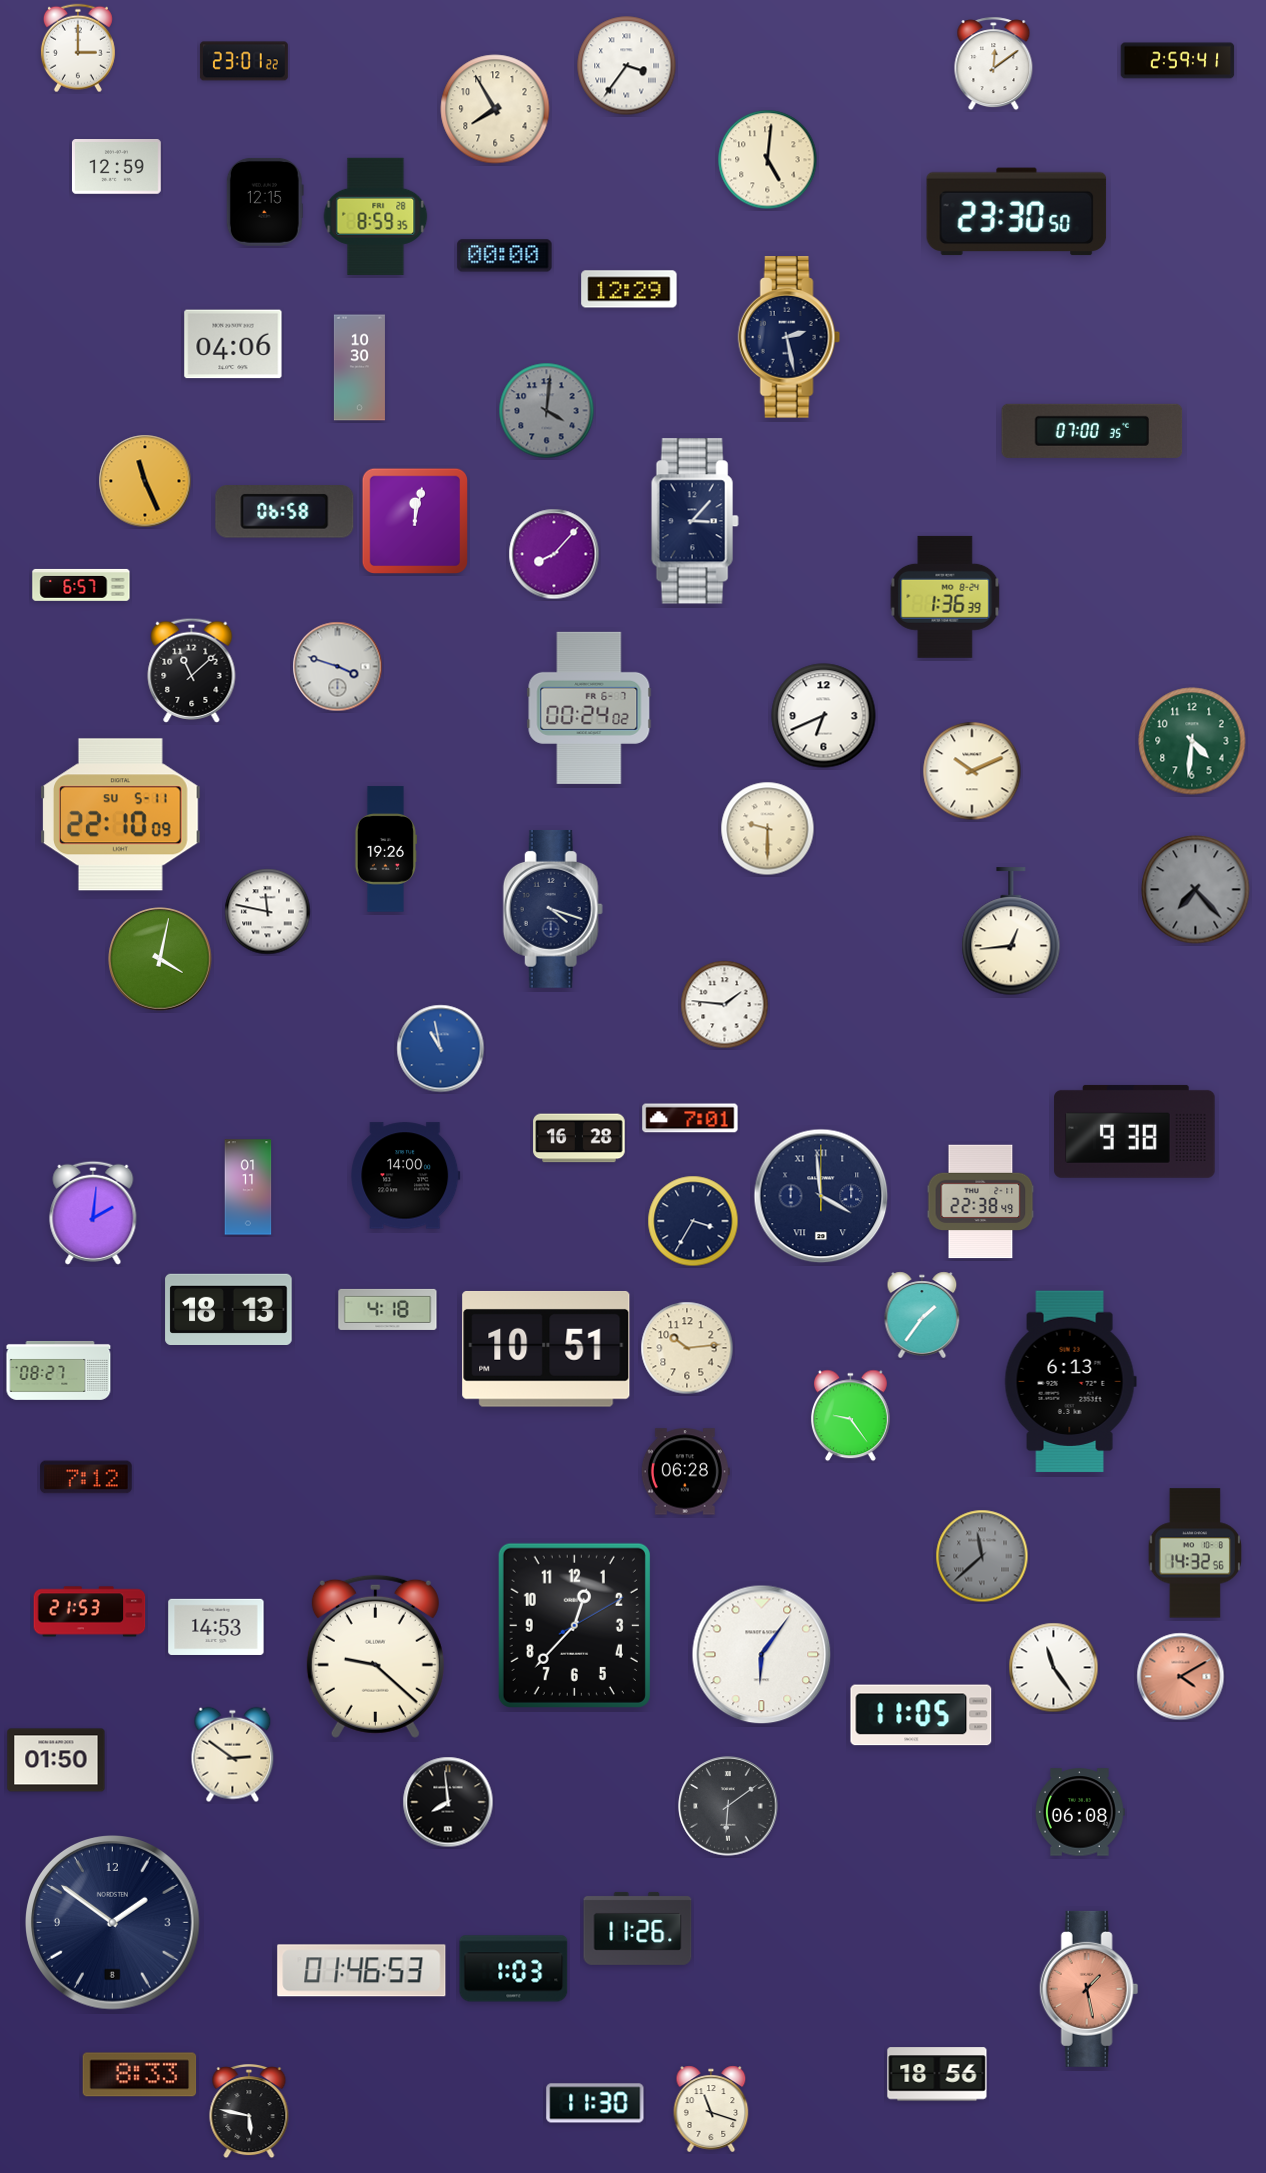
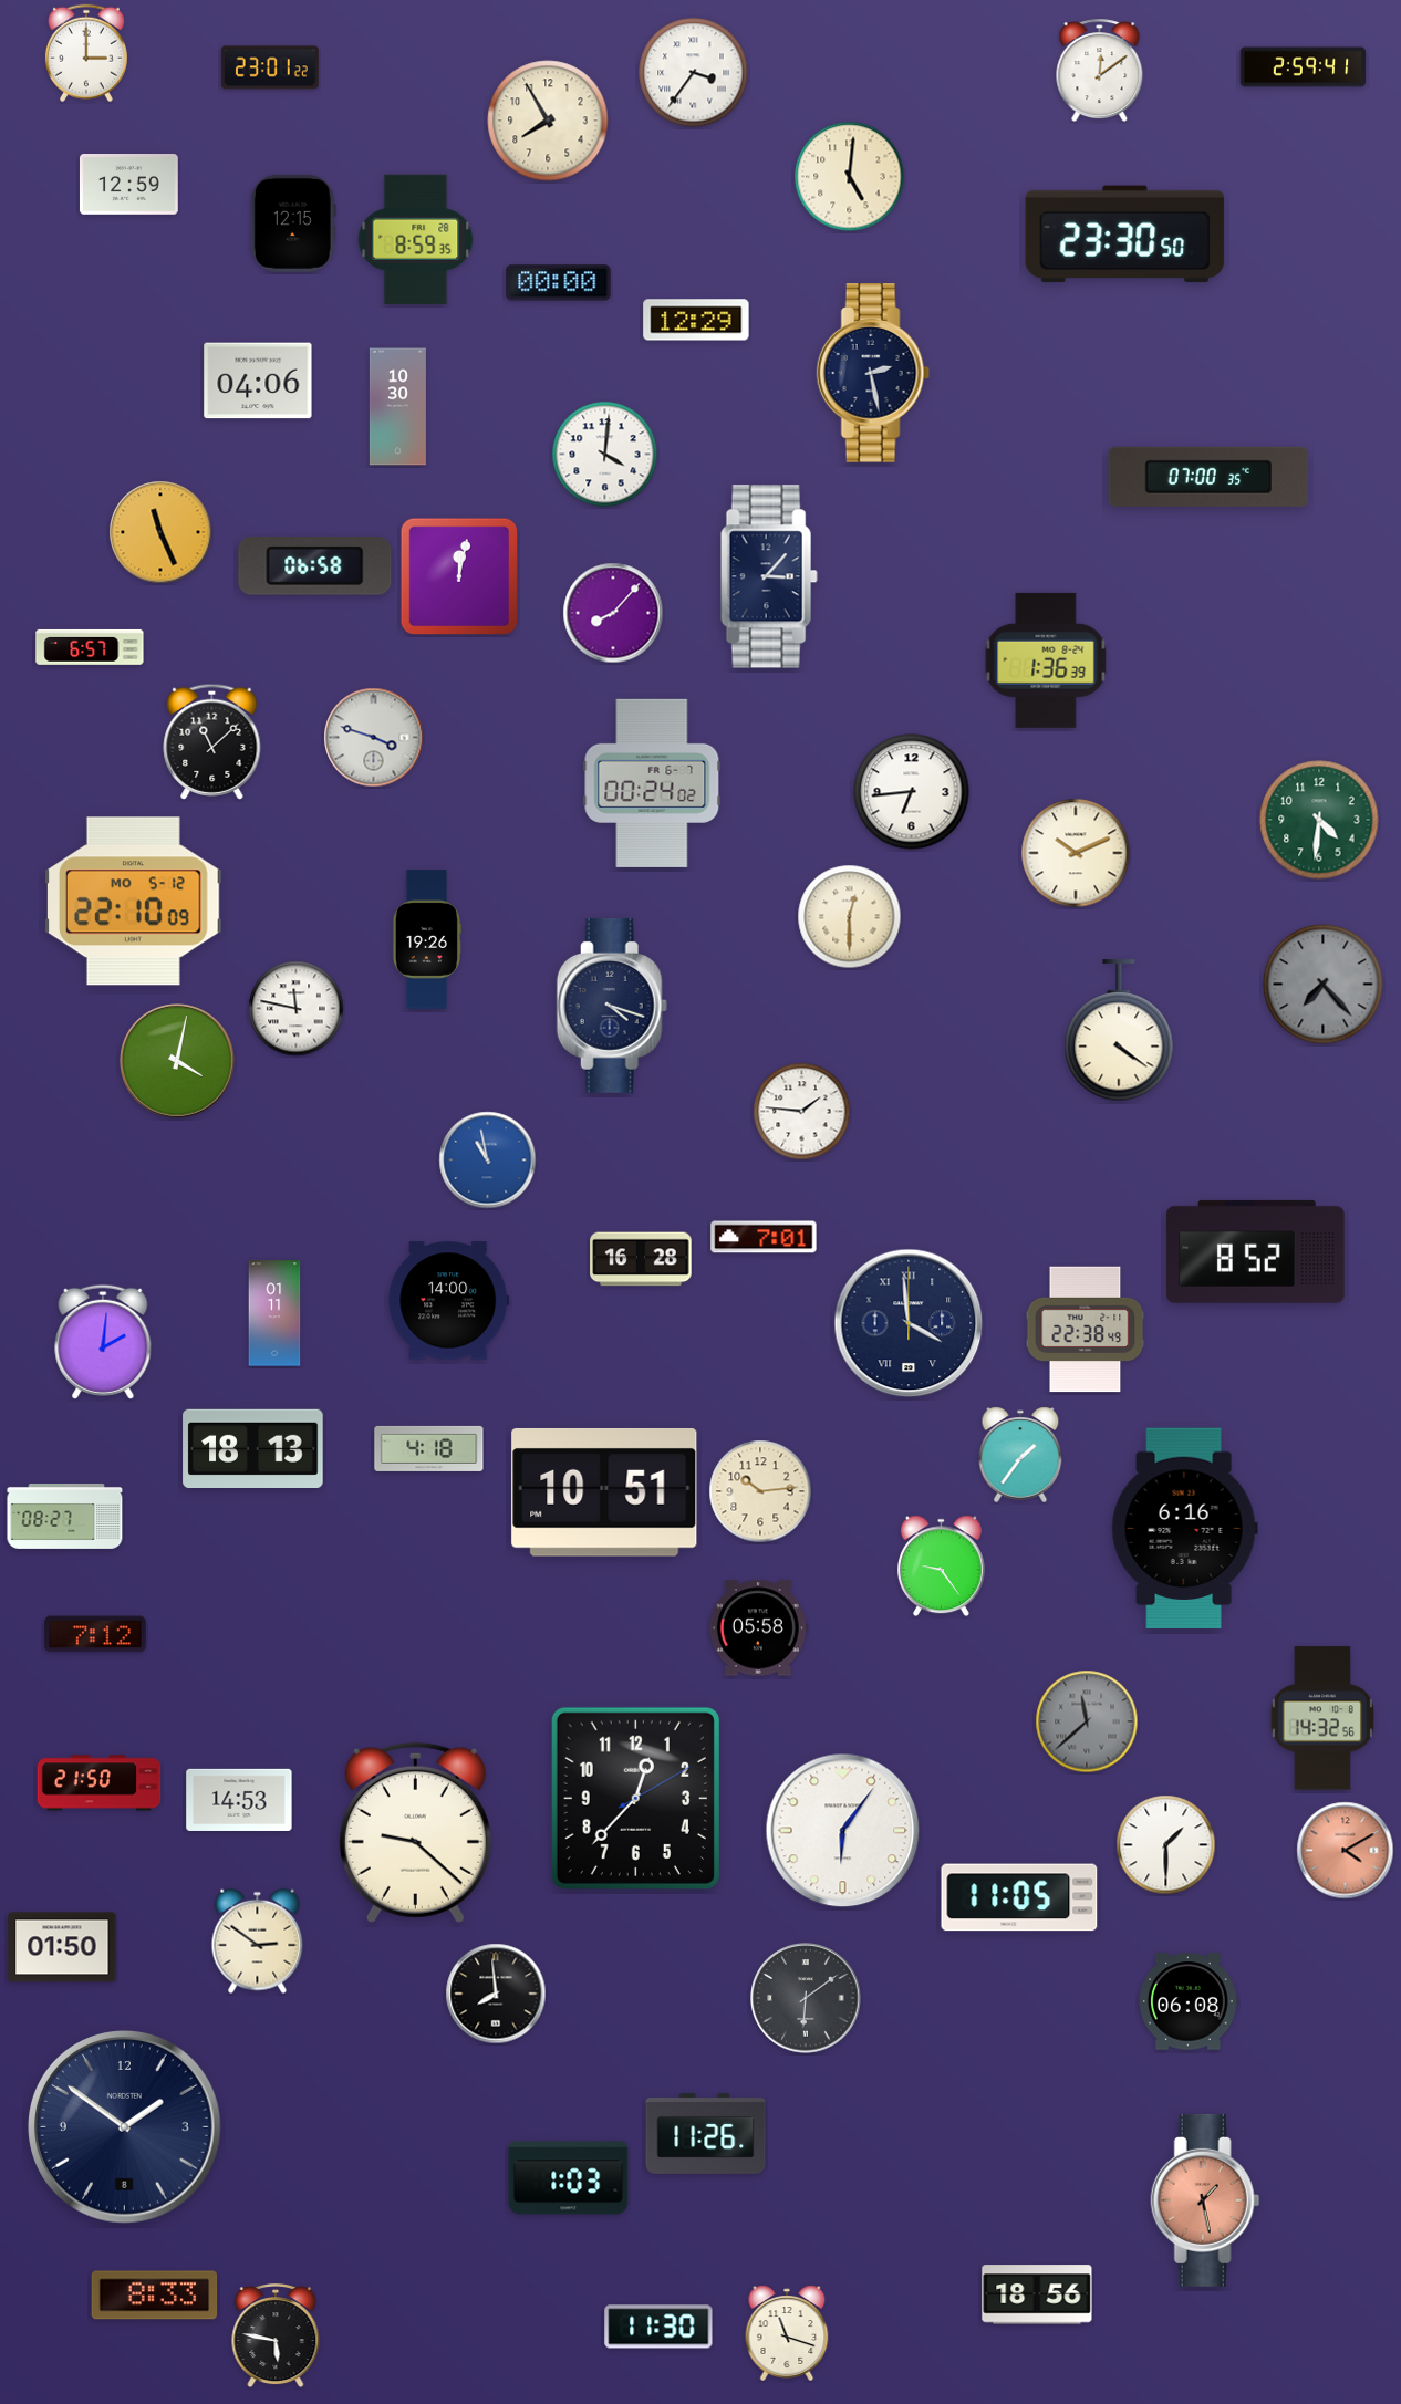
clock at (547, 411) dial: grey -> white
clock at (824, 716): 6:41 -> 6:44
clock at (121, 815) date: SU 5-11 -> MO 5-12
clock at (768, 829): 9:30 -> 12:30
clock at (1011, 932): 12:44 -> 4:21
clock at (1135, 1131): 9:38 -> 8:52
clock at (693, 1221): 3:35 -> none
clock at (1070, 1382): 6:13 -> 6:16
clock at (685, 1472): 06:28 -> 05:58
clock at (90, 1612): 21:53 -> 21:50
clock at (1054, 1668): 11:24 -> 1:30
clock at (1181, 1677) position: (1181, 1677) -> (1346, 1851)
clock at (1081, 1812) position: (1081, 1812) -> (1190, 2001)
clock at (362, 1971): 01:46 -> none
